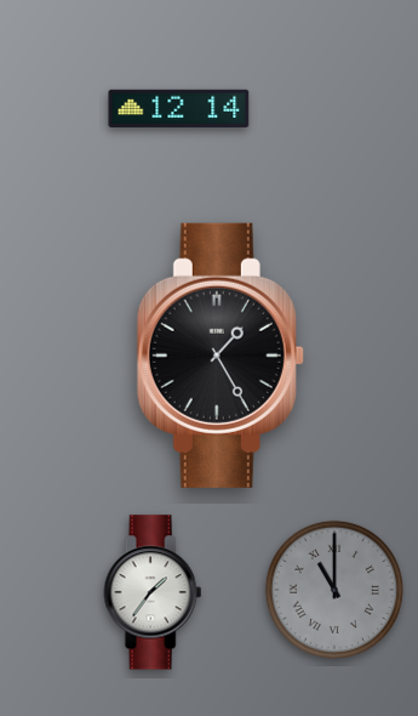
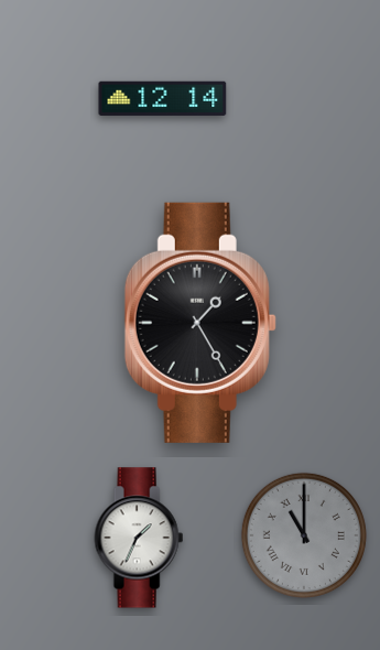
clock at (153, 592): 1:36 -> 1:34
